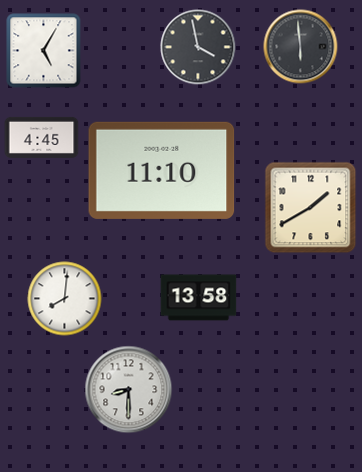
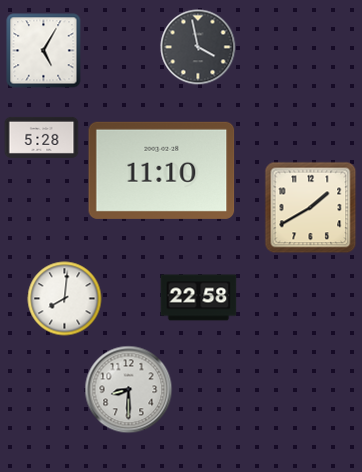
clock at (301, 47): 5:59 -> none
clock at (42, 137): 4:45 -> 5:28
clock at (199, 298): 13:58 -> 22:58
